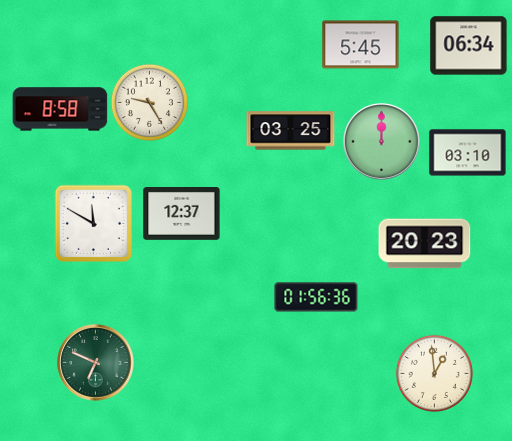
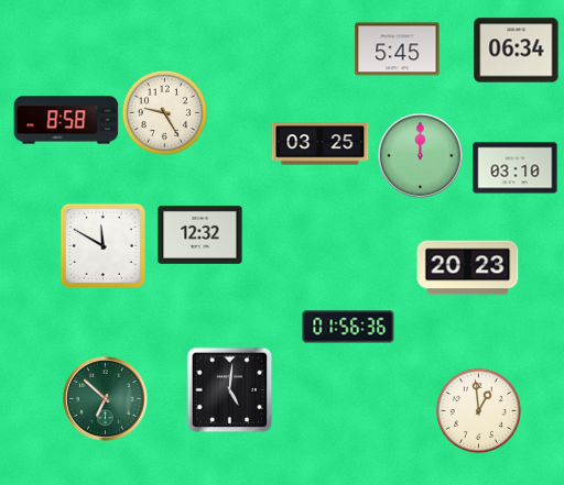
clock at (182, 214): 12:37 -> 12:32
clock at (229, 389): none -> 5:01
clock at (96, 363): 6:49 -> 6:52
